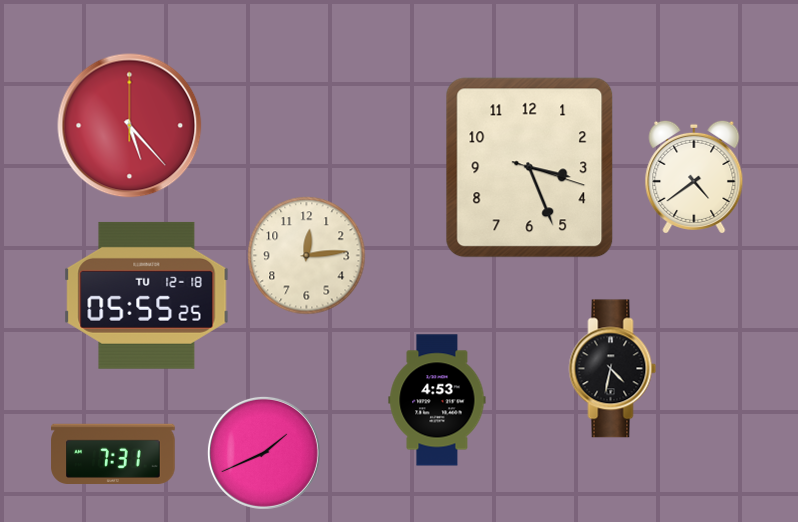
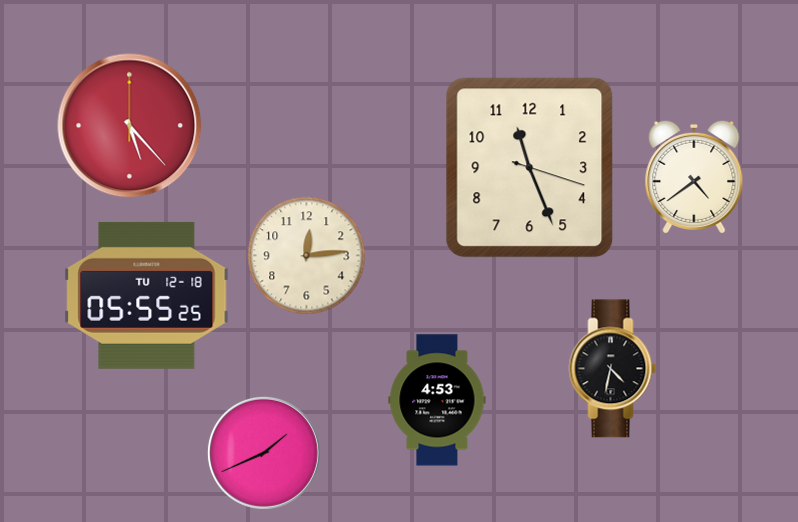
clock at (530, 168): 3:26 -> 11:26
clock at (113, 453): 7:31 -> none
